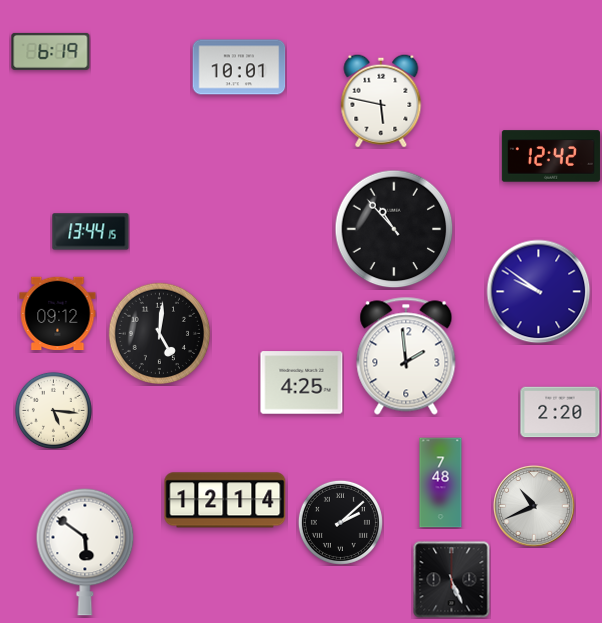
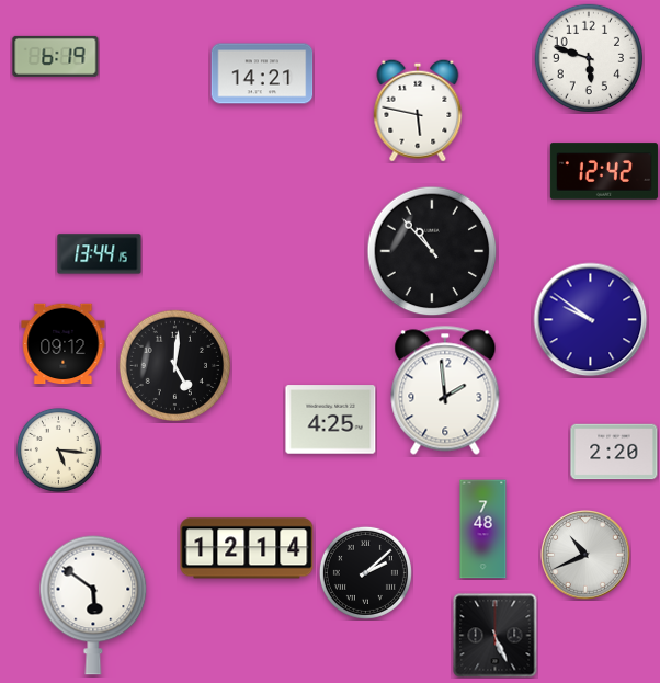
clock at (588, 57): none -> 5:48
clock at (239, 67): 10:01 -> 14:21
clock at (340, 522) position: (340, 522) -> (365, 572)
